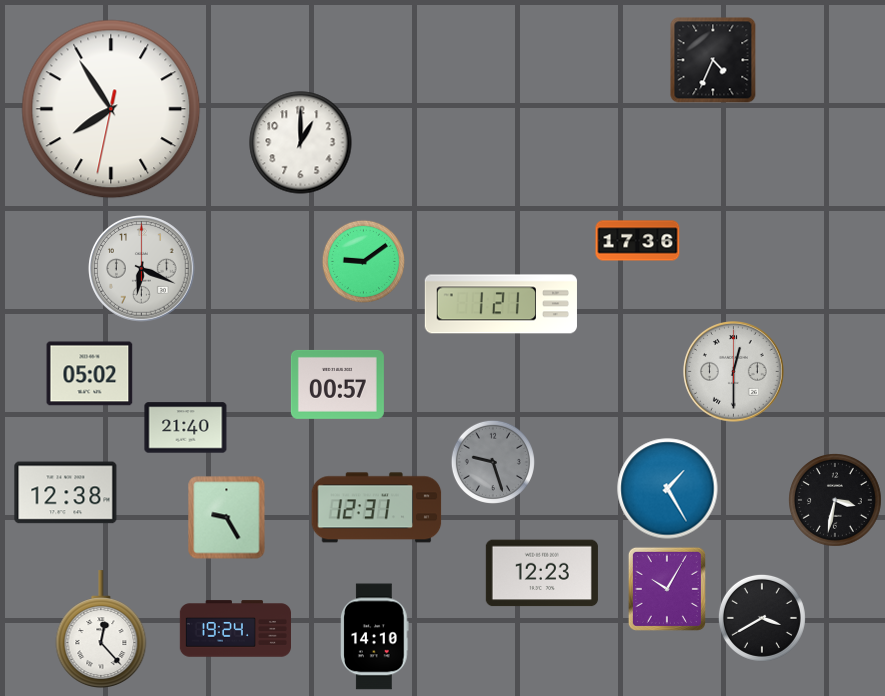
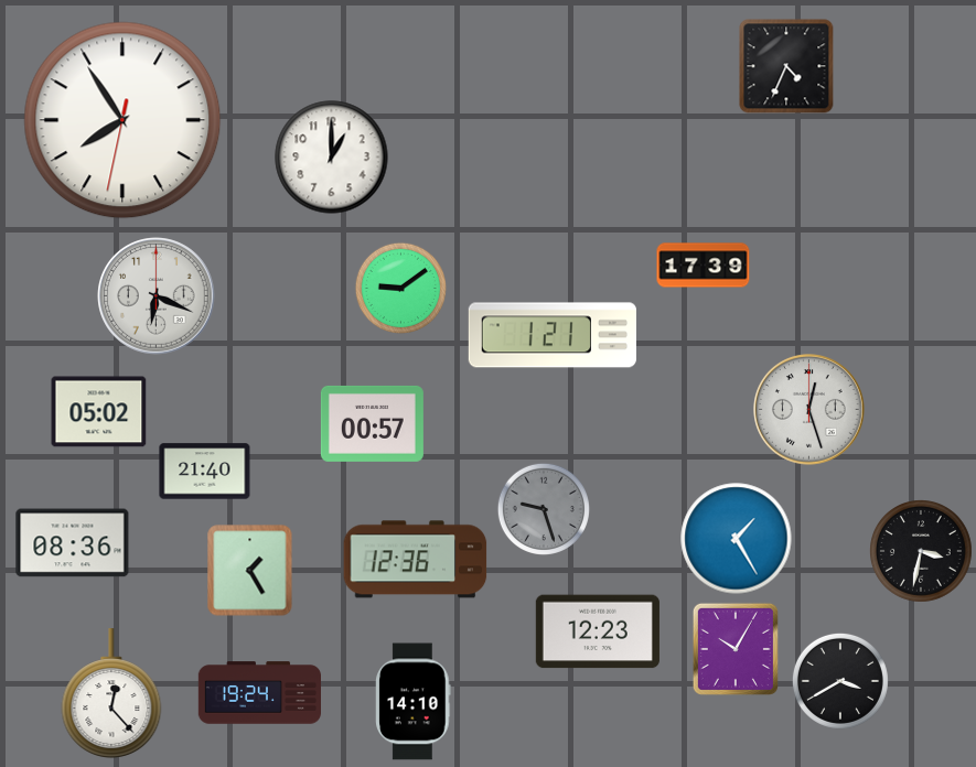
clock at (638, 241): 17:36 -> 17:39
clock at (734, 372): 12:30 -> 12:27
clock at (66, 493): 12:38 -> 08:36
clock at (377, 508): 12:31 -> 12:36
clock at (227, 518): 9:25 -> 1:25
